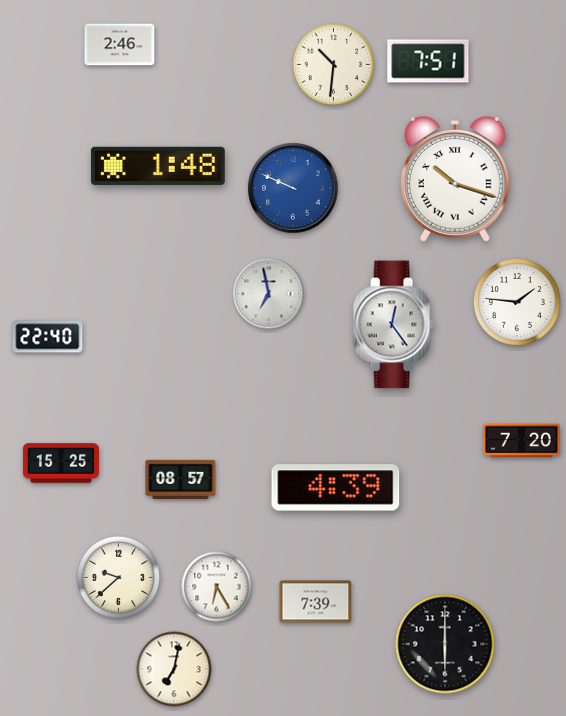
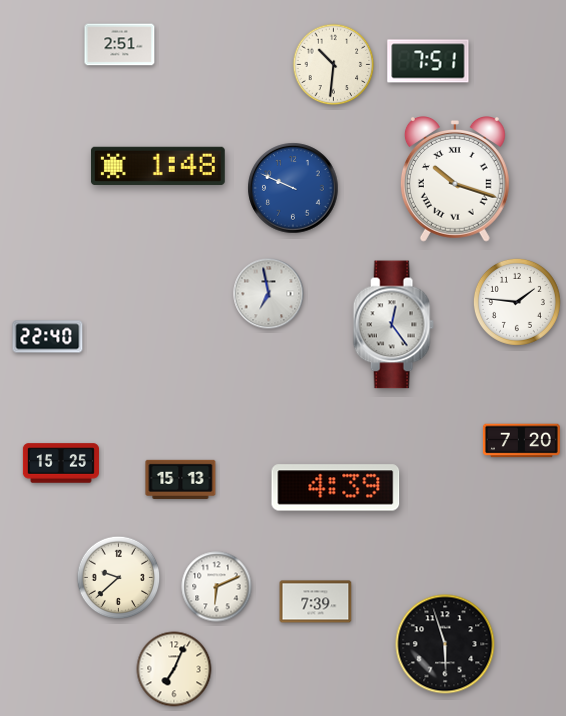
clock at (120, 45): 2:46 -> 2:51
clock at (181, 479): 08:57 -> 15:13
clock at (217, 587): 6:25 -> 6:11
clock at (445, 644): 6:00 -> 5:57
clock at (174, 669): 7:02 -> 7:04
